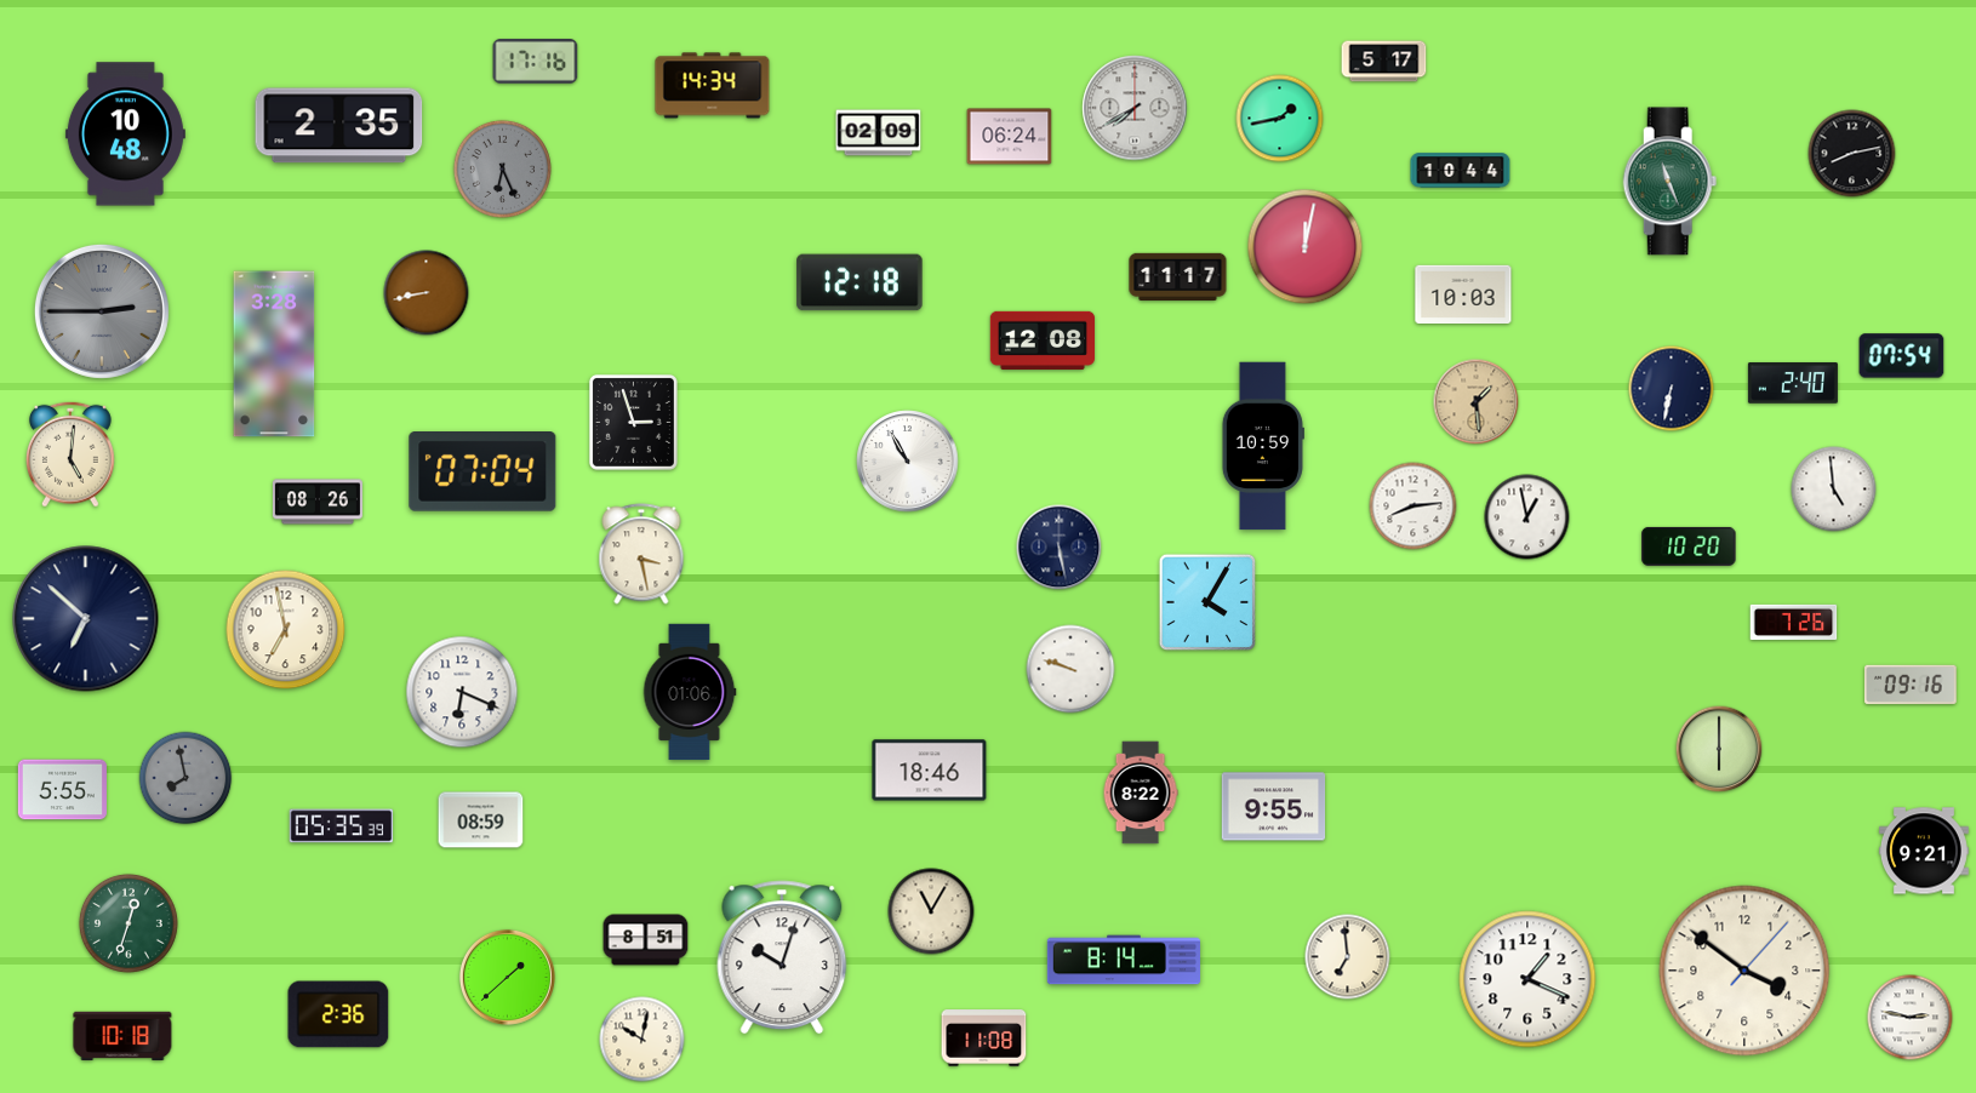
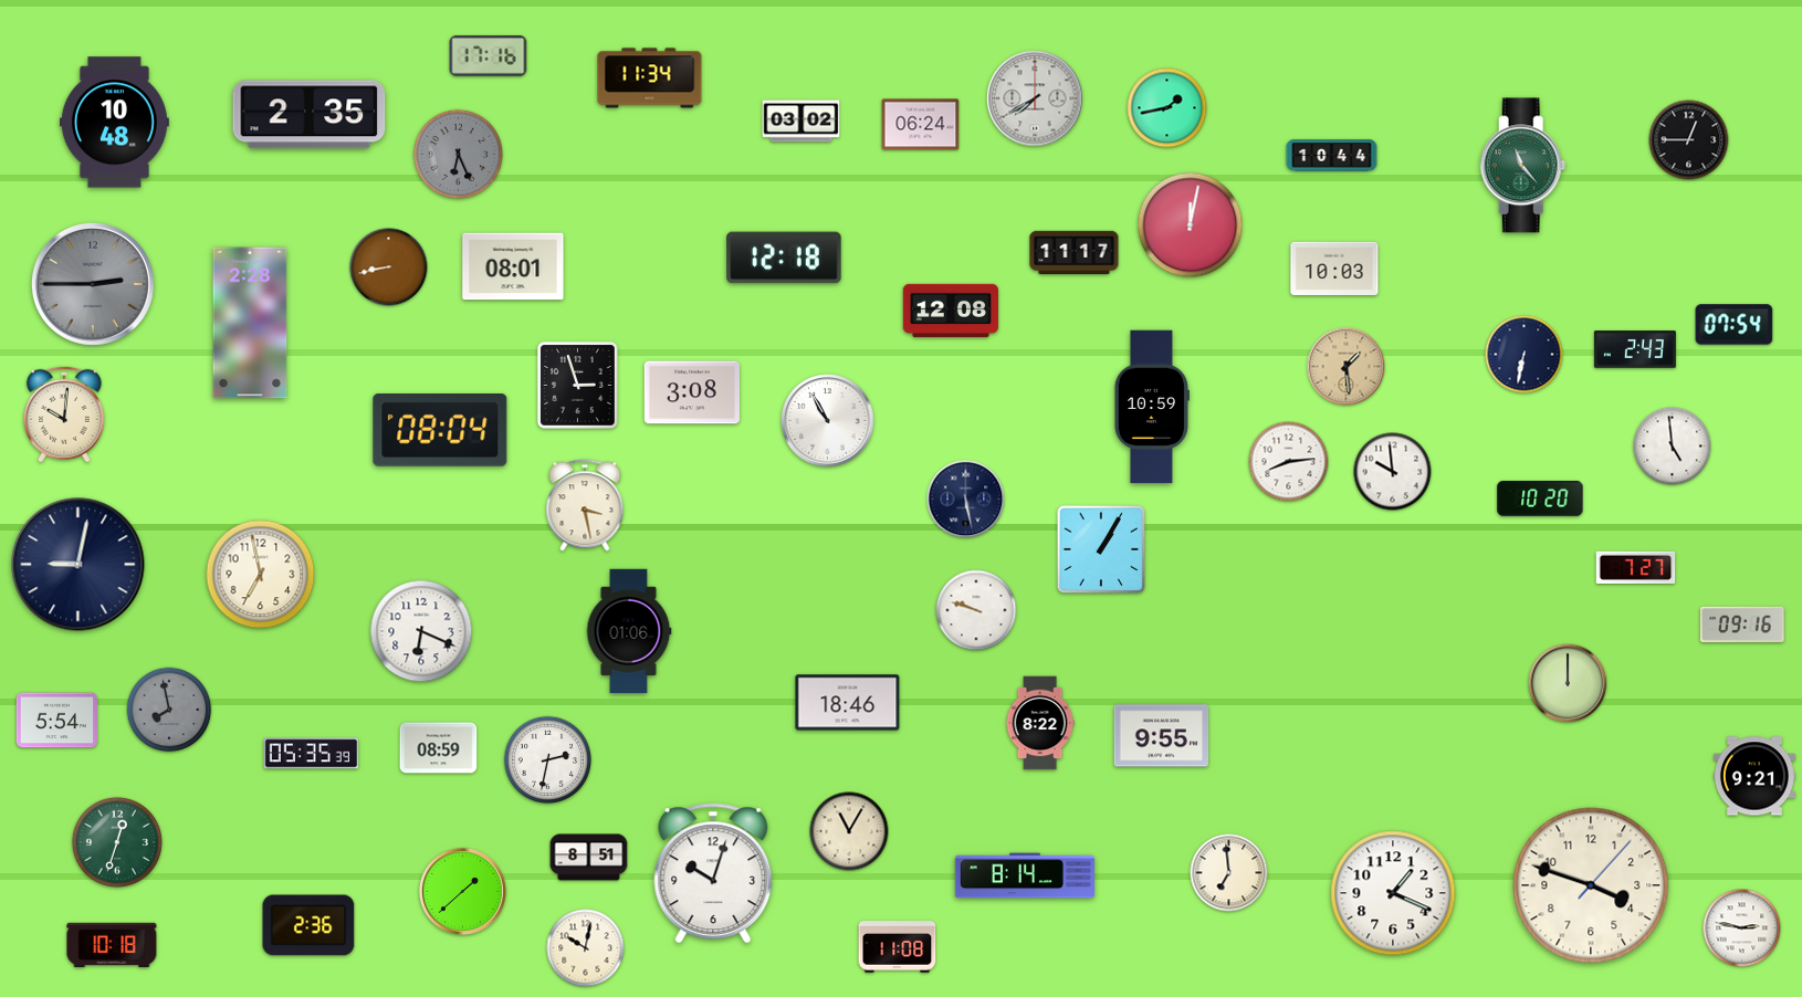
clock at (1384, 62): 5:17 -> none
clock at (713, 86): 14:34 -> 11:34
clock at (879, 133): 02:09 -> 03:02
clock at (1852, 154): 8:13 -> 12:45
clock at (1671, 182): 11:26 -> 11:23
clock at (513, 266): none -> 08:01
clock at (274, 354): 3:28 -> 2:28
clock at (1793, 383): 2:40 -> 2:43
clock at (691, 392): none -> 3:08
clock at (70, 454): 5:01 -> 10:01
clock at (482, 473): 07:04 -> 08:04
clock at (318, 502): 08:26 -> none
clock at (1527, 517): 12:58 -> 9:59
clock at (1207, 602): 4:05 -> 1:05
clock at (86, 619): 6:52 -> 9:02
clock at (1794, 622): 7:26 -> 7:27
clock at (1719, 749): 6:00 -> 12:00
clock at (62, 790): 5:55 -> 5:54
clock at (548, 760): none -> 2:32
clock at (1744, 971): 3:51 -> 3:48
